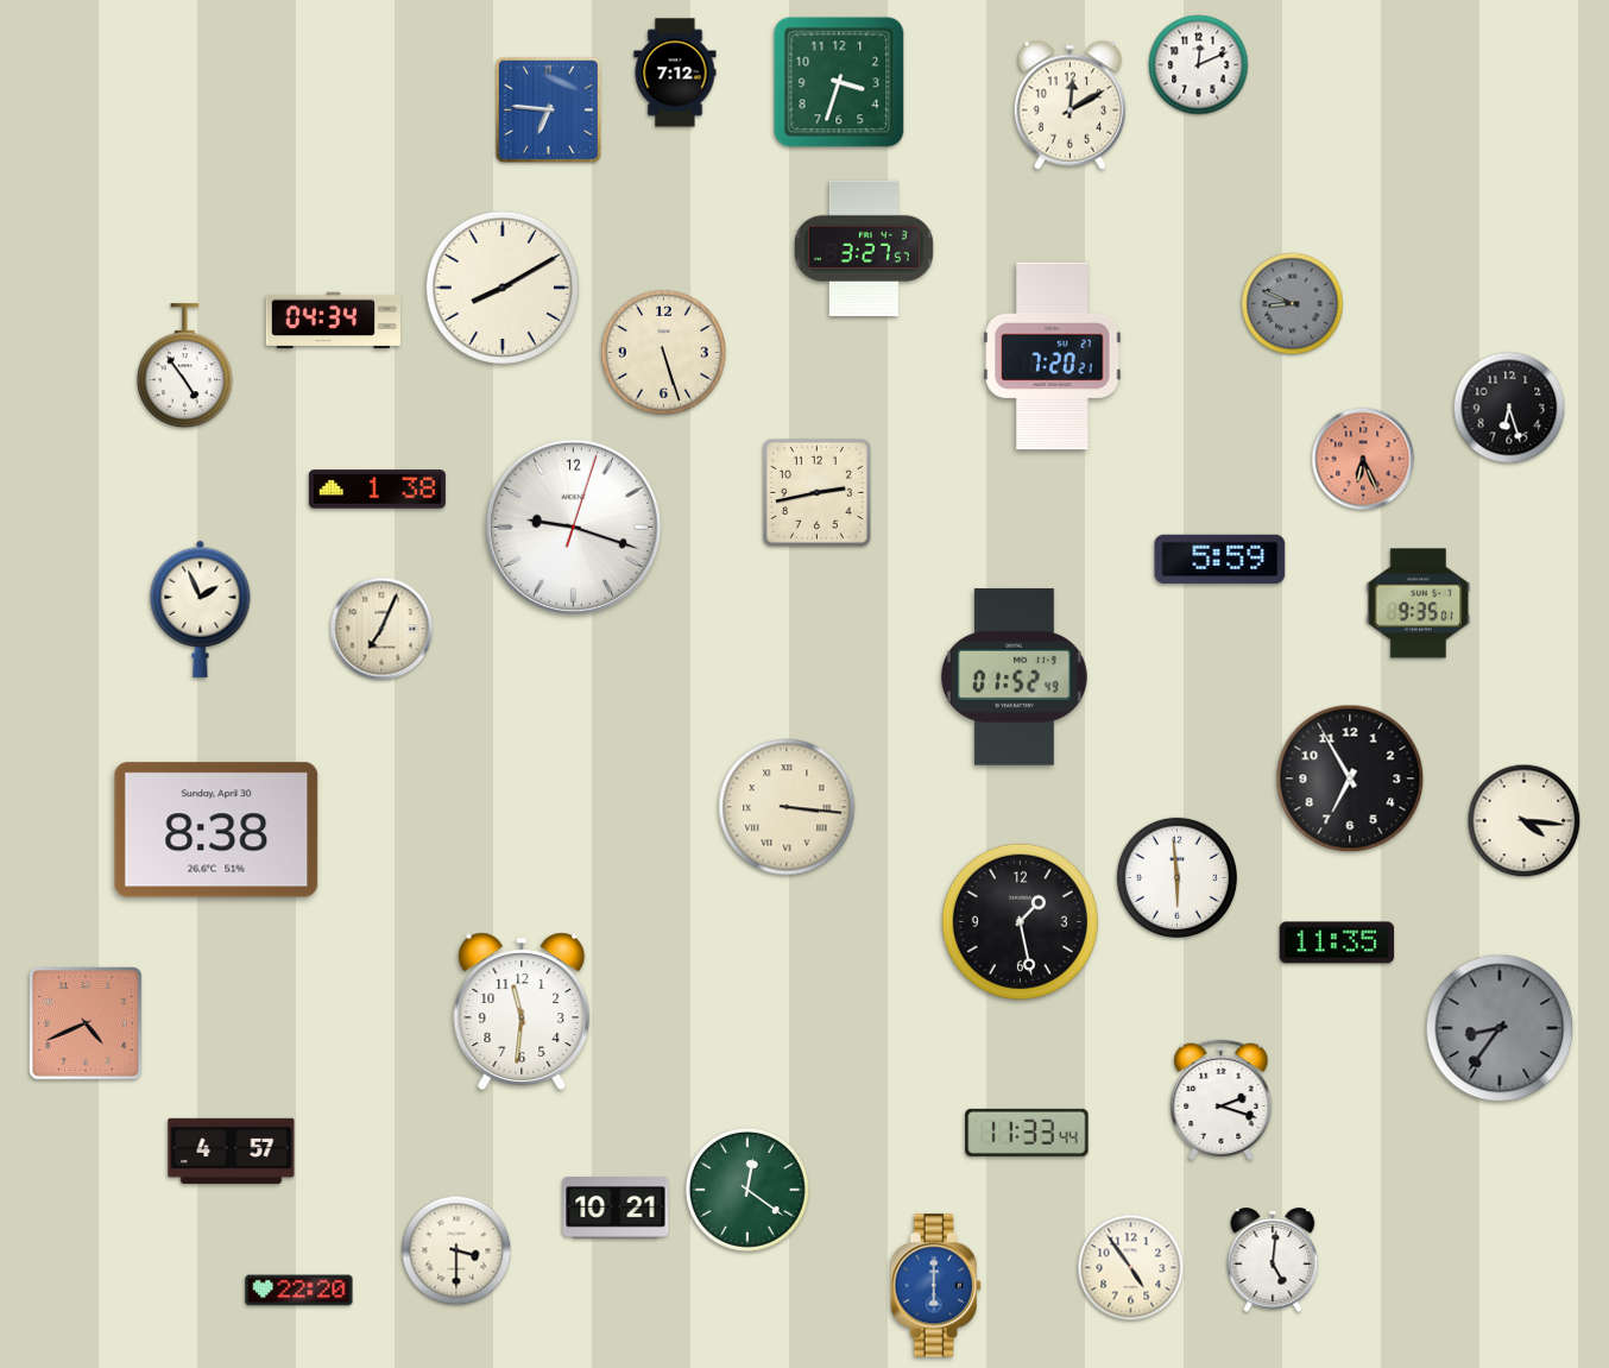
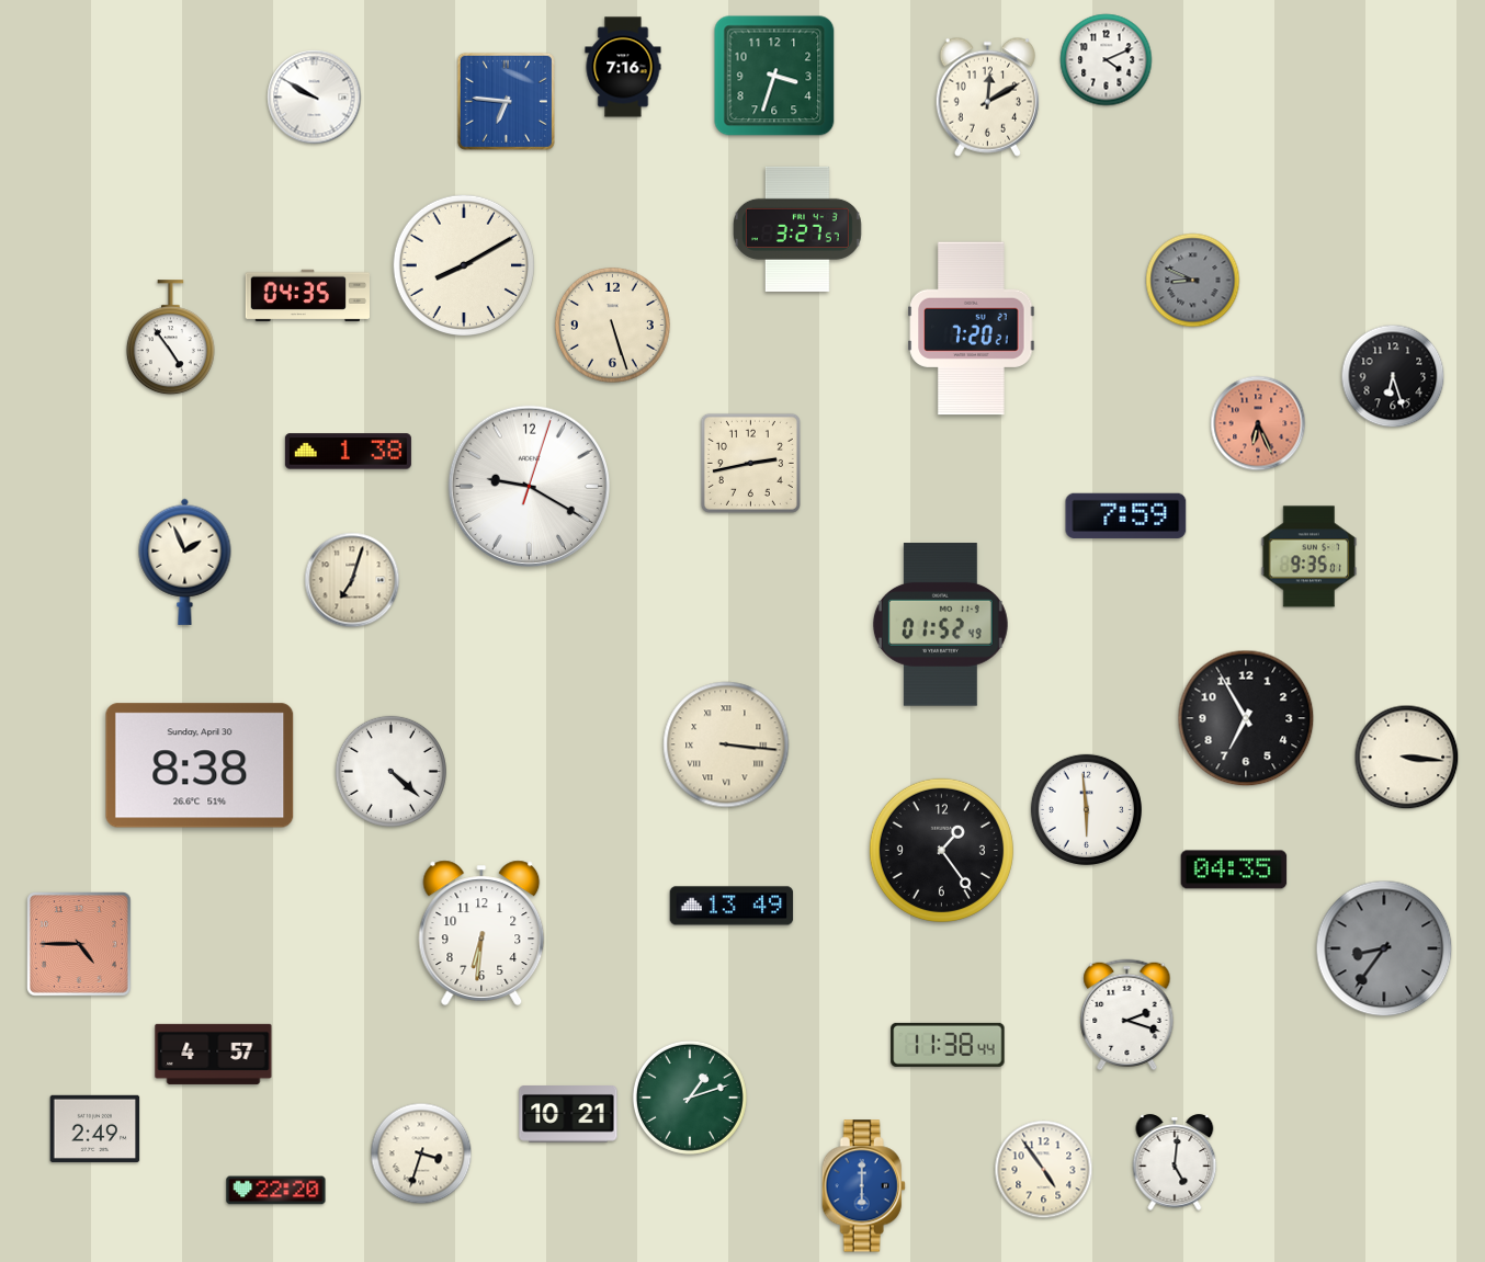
clock at (1199, 65): 12:11 -> 4:11
clock at (675, 73): 7:12 -> 7:16
clock at (315, 98): none -> 9:50
clock at (333, 321): 04:34 -> 04:35
clock at (816, 492) position: (816, 492) -> (750, 463)
clock at (573, 527): 9:18 -> 9:20
clock at (1220, 559): 5:59 -> 7:59
clock at (381, 629): 7:04 -> 7:03
clock at (1014, 677) position: (1014, 677) -> (940, 625)
clock at (1525, 821): 4:16 -> 3:16
clock at (390, 771): none -> 4:22
clock at (1020, 921): 1:28 -> 1:24
clock at (1337, 943): 11:35 -> 04:35
clock at (732, 906): none -> 13:49
clock at (522, 1011): 11:31 -> 6:31
clock at (86, 1023): 4:41 -> 4:45
clock at (1027, 1133): 11:33 -> 11:38
clock at (232, 1150) position: (232, 1150) -> (214, 1054)
clock at (747, 1190): 12:21 -> 1:12
clock at (95, 1128): none -> 2:49
clock at (456, 1250): 3:30 -> 3:33
